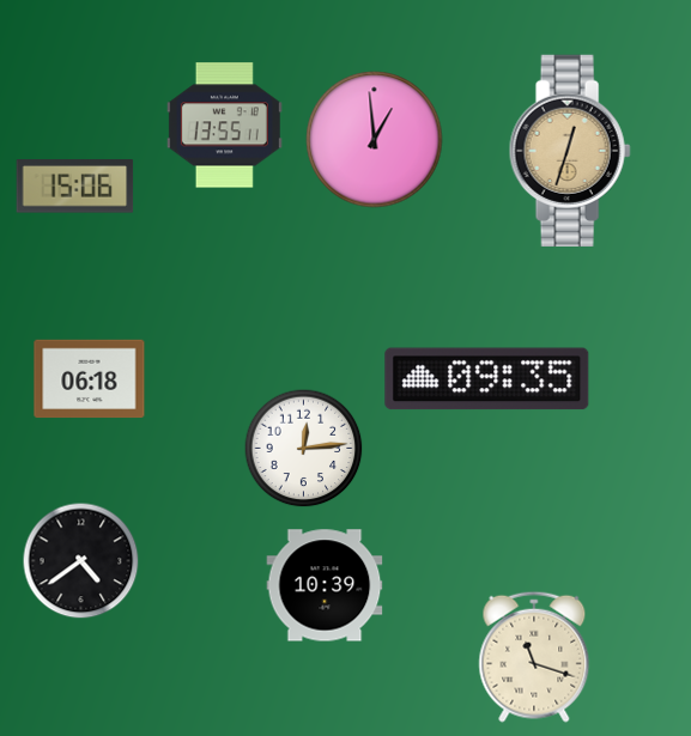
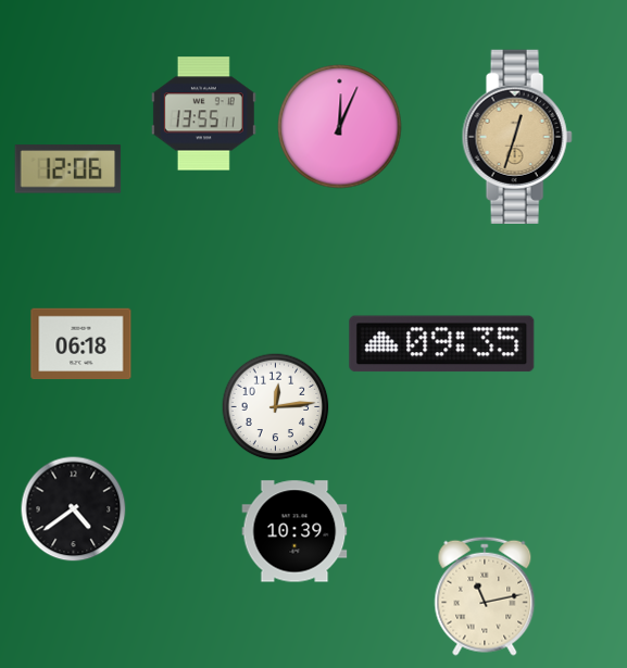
clock at (375, 140): 12:59 -> 12:04
clock at (75, 187): 15:06 -> 12:06
clock at (534, 657): 11:18 -> 11:13
